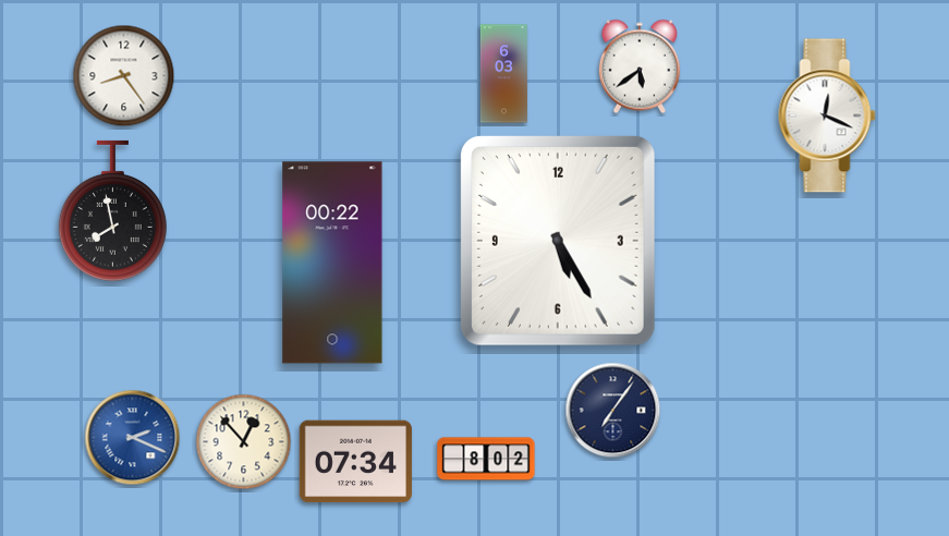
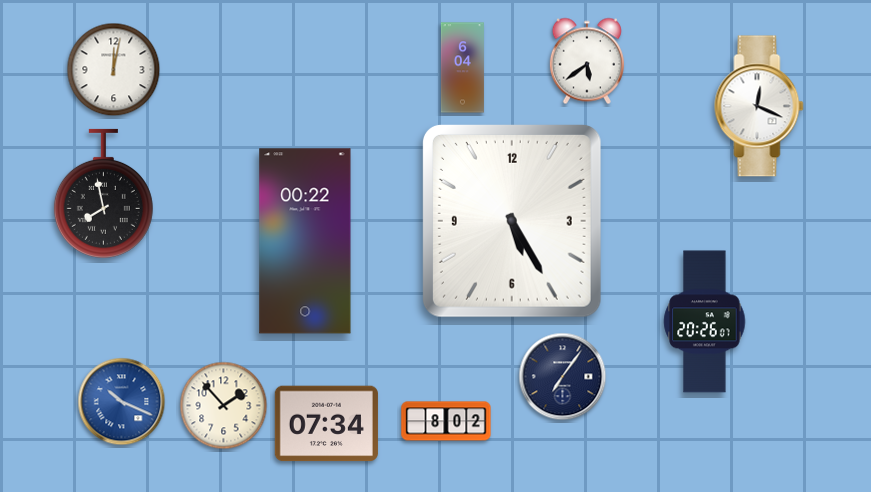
clock at (503, 74): 6:03 -> 6:04
clock at (124, 76): 8:24 -> 12:02
clock at (705, 322): none -> 20:26
clock at (133, 438): 2:19 -> 10:19
clock at (244, 442): 12:53 -> 1:53
